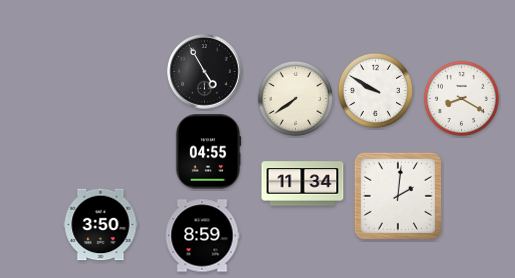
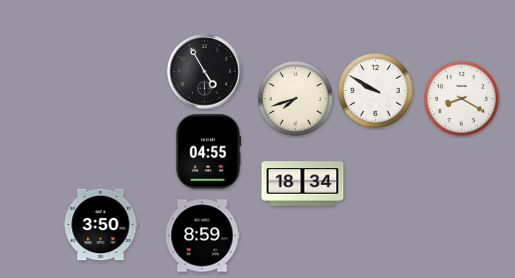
clock at (295, 98): 7:39 -> 7:42
clock at (303, 184): 11:34 -> 18:34
clock at (398, 196): 2:01 -> none
